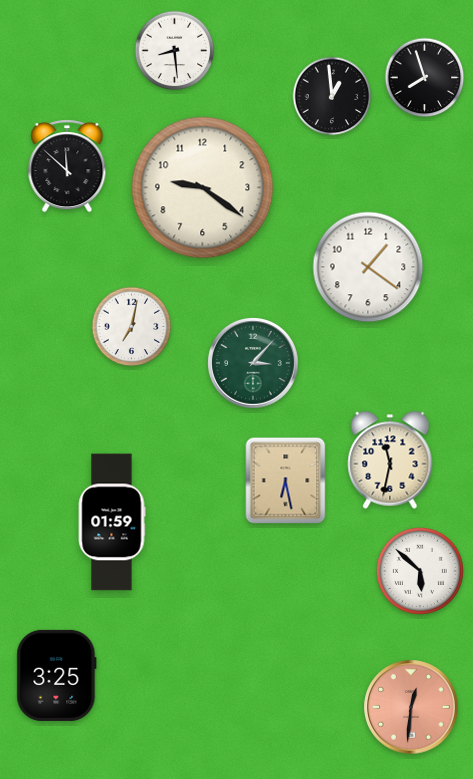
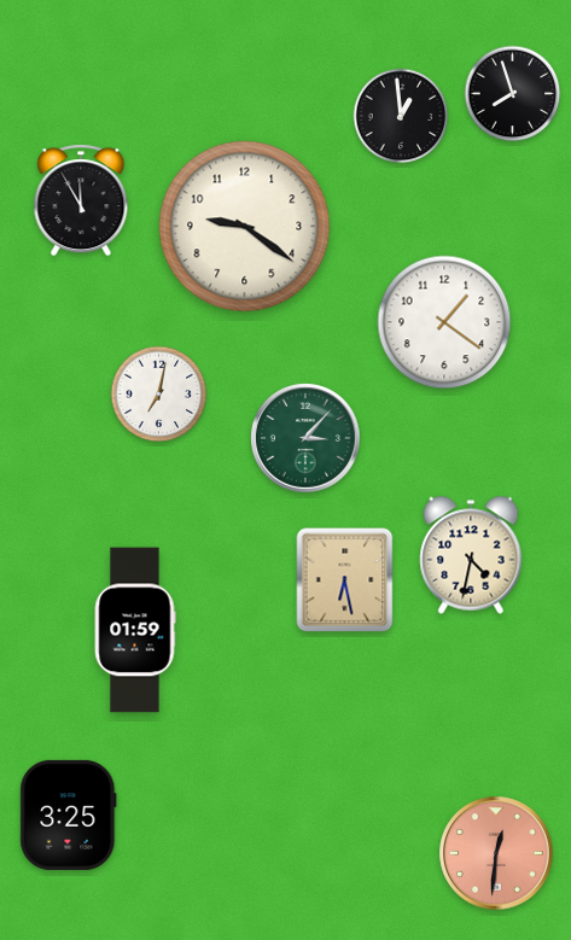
clock at (175, 51): 8:29 -> none
clock at (67, 166): 11:52 -> 11:55
clock at (390, 460): 11:32 -> 4:32
clock at (420, 571): 5:52 -> none
